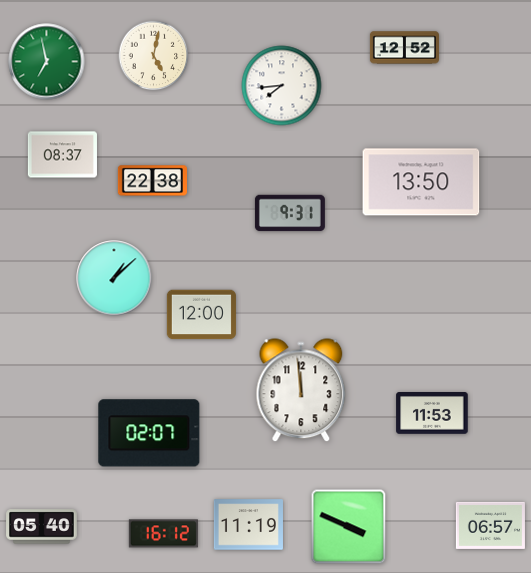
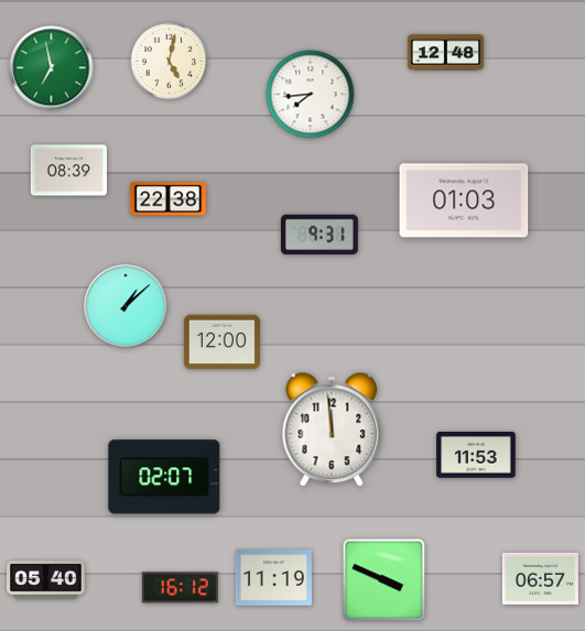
clock at (404, 48): 12:52 -> 12:48
clock at (62, 155): 08:37 -> 08:39
clock at (421, 182): 13:50 -> 01:03
clock at (201, 315) position: (201, 315) -> (221, 342)
